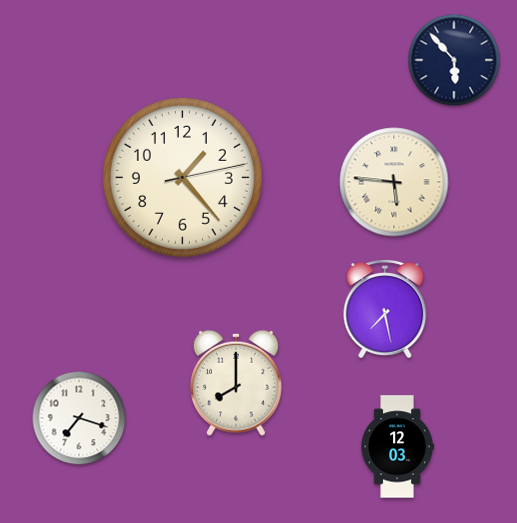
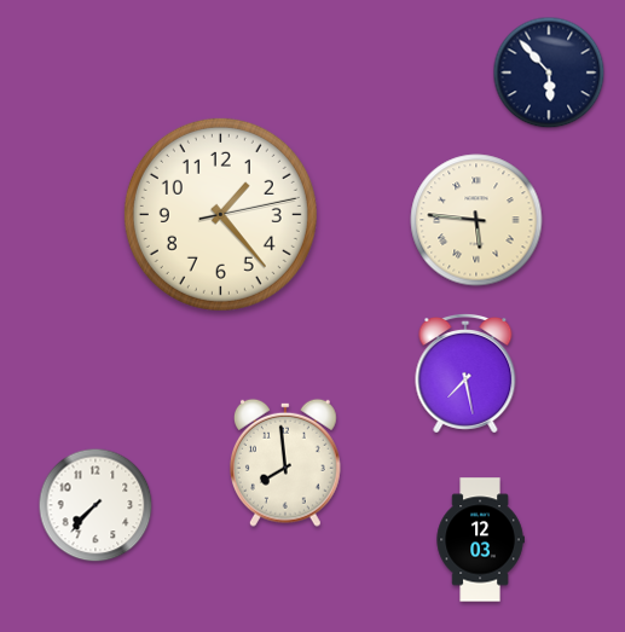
clock at (236, 383): 8:00 -> 7:59
clock at (79, 418): 7:18 -> 7:37
